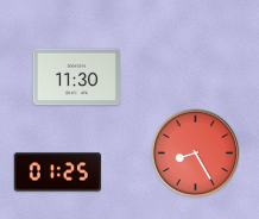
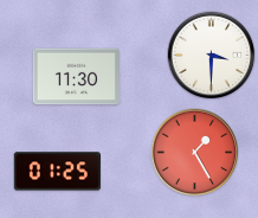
clock at (212, 56): none -> 3:30
clock at (196, 154): 8:25 -> 1:25
